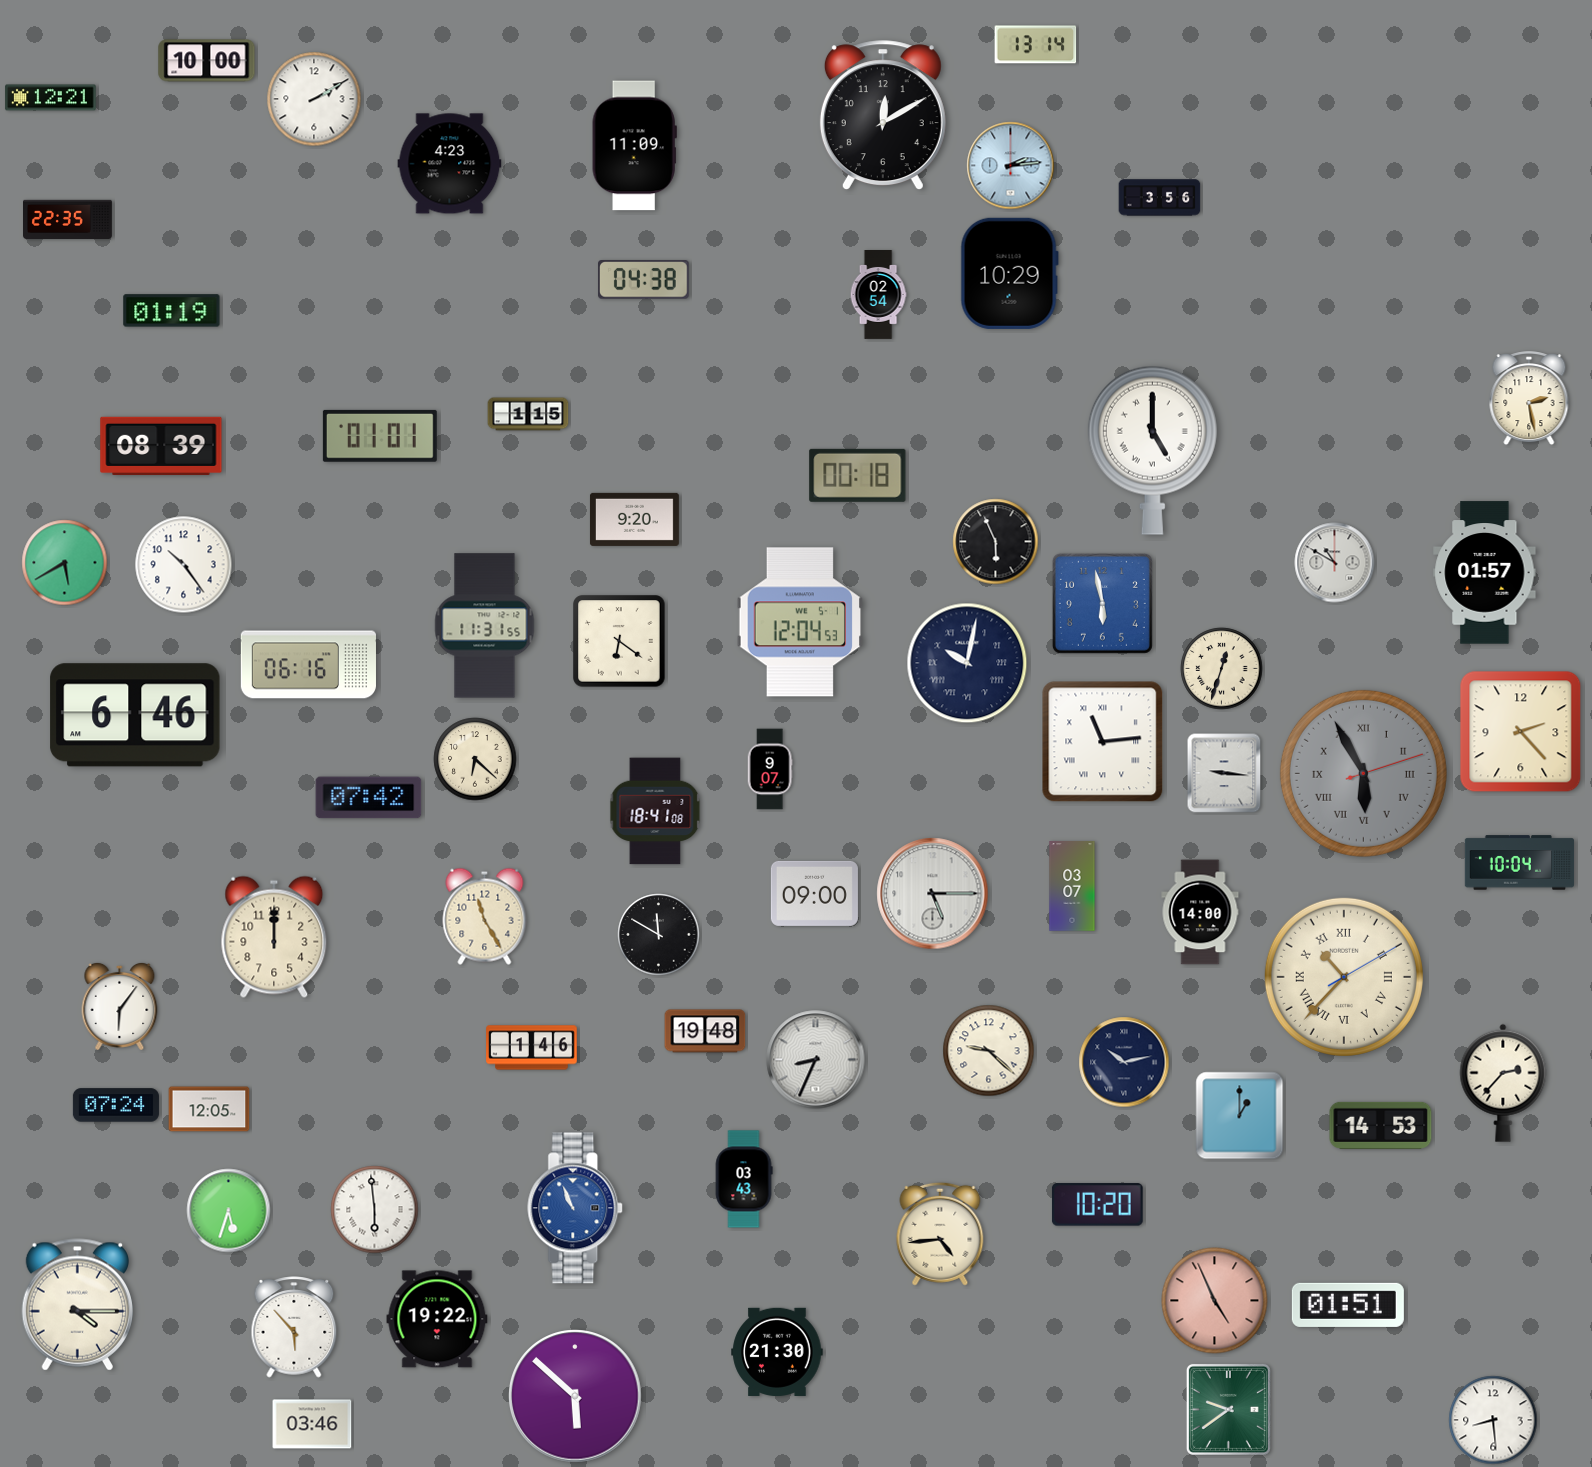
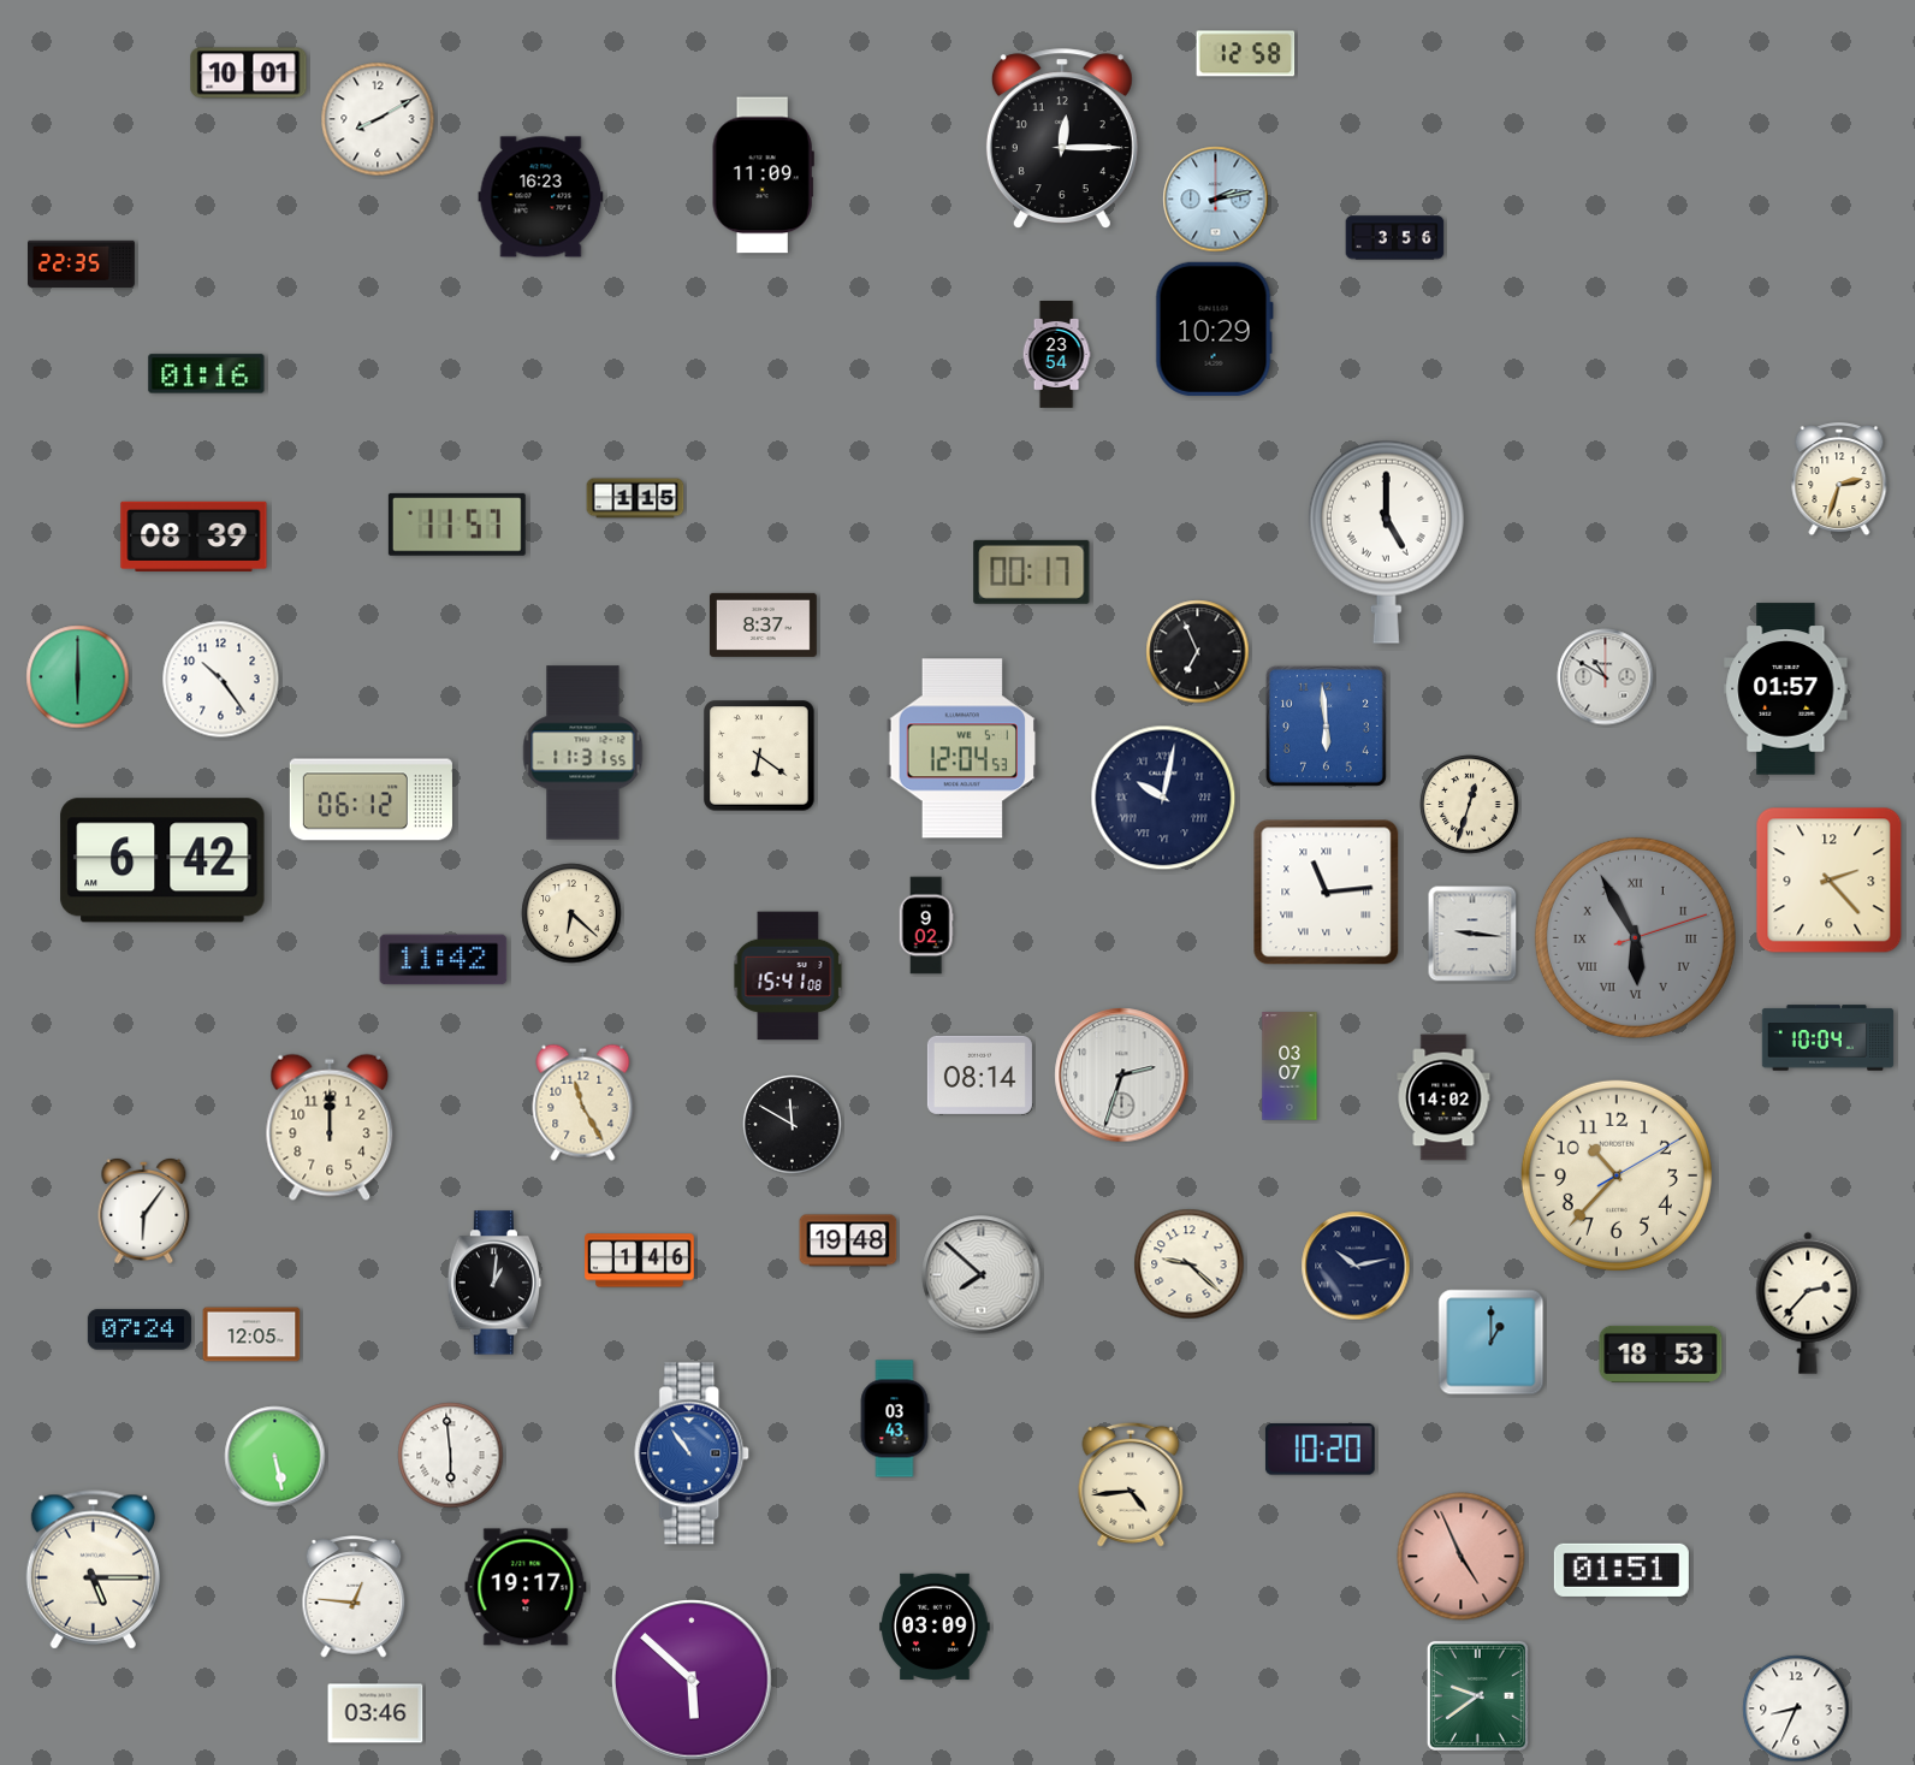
clock at (1036, 45): 13:14 -> 12:58
clock at (207, 61): 10:00 -> 10:01
clock at (51, 98): 12:21 -> none
clock at (314, 99): 2:10 -> 8:10
clock at (883, 116): 12:10 -> 12:15
clock at (450, 164): 4:23 -> 16:23
clock at (1011, 166): 2:14 -> 2:13
clock at (644, 280): 04:38 -> none
clock at (878, 295): 02:54 -> 23:54
clock at (172, 311): 01:19 -> 01:16
clock at (1529, 399): 2:28 -> 2:33
clock at (380, 436): 01:01 -> 11:57
clock at (858, 475): 00:18 -> 00:17
clock at (634, 519): 9:20 -> 8:37
clock at (996, 542): 5:56 -> 6:56
clock at (65, 563): 5:40 -> 6:00
clock at (1102, 603): 5:58 -> 5:59
clock at (619, 641) position: (619, 641) -> (759, 756)
clock at (308, 665): 06:16 -> 06:12
clock at (135, 715): 6:46 -> 6:42
clock at (770, 769): 9:07 -> 9:02
clock at (1224, 773) position: (1224, 773) -> (1472, 934)
clock at (1363, 773) position: (1363, 773) -> (1635, 937)
clock at (369, 798): 07:42 -> 11:42
clock at (655, 811): 18:41 -> 15:41
clock at (814, 893): 09:00 -> 08:14
clock at (933, 894): 5:15 -> 2:33
clock at (1200, 912): 14:00 -> 14:02
clock at (1344, 977) numerals: Roman -> Arabic
clock at (816, 1060): 8:34 -> 7:52
clock at (1124, 1062) position: (1124, 1062) -> (1356, 1266)
clock at (494, 1283): none -> 1:01
clock at (1381, 1125): 14:53 -> 18:53
clock at (576, 1208): 10:56 -> 10:54
clock at (229, 1211): 5:33 -> 5:28
clock at (1215, 1301) position: (1215, 1301) -> (1462, 1557)
clock at (77, 1305): 4:15 -> 5:15
clock at (437, 1319): 19:22 -> 19:17
clock at (294, 1327): 5:53 -> 12:46
clock at (777, 1352): 21:30 -> 03:09
clock at (1493, 1420): 8:29 -> 8:34
